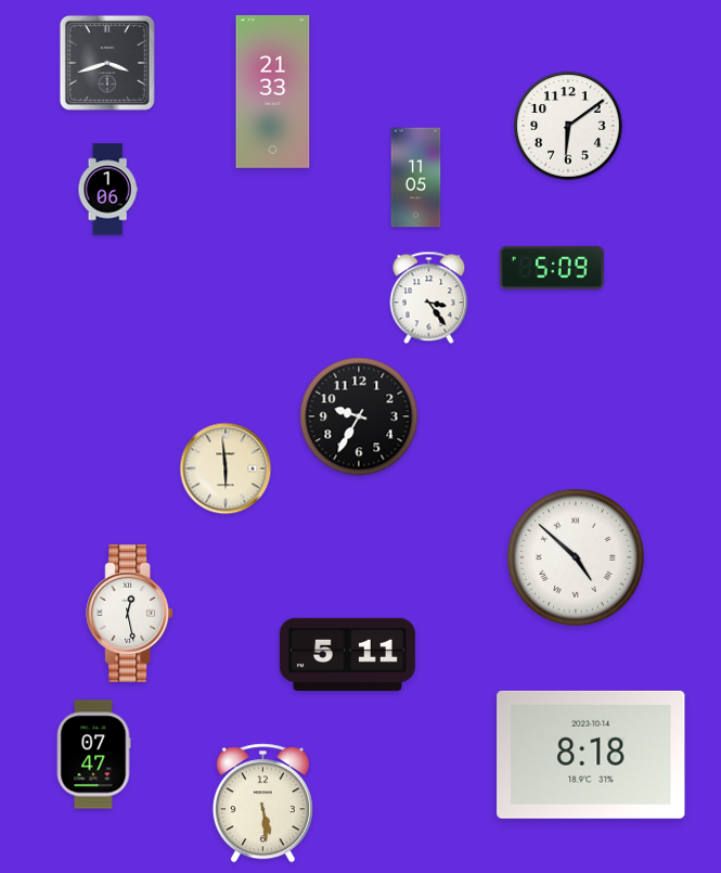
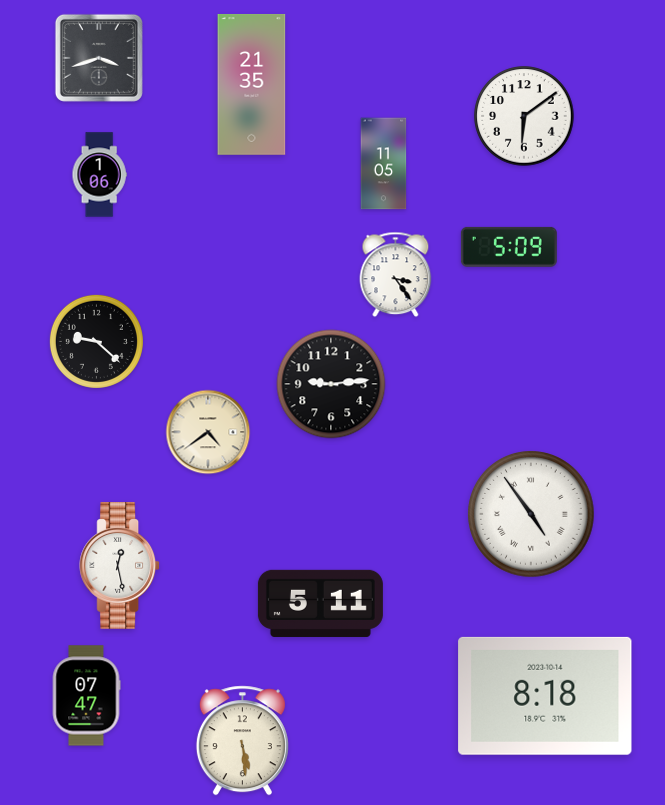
clock at (273, 92): 21:33 -> 21:35
clock at (96, 341): none -> 9:22
clock at (359, 416): 9:35 -> 9:14
clock at (226, 468): 5:59 -> 4:39
clock at (576, 557): 4:52 -> 4:54
